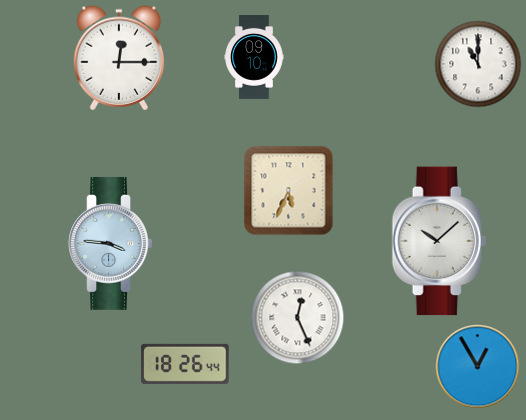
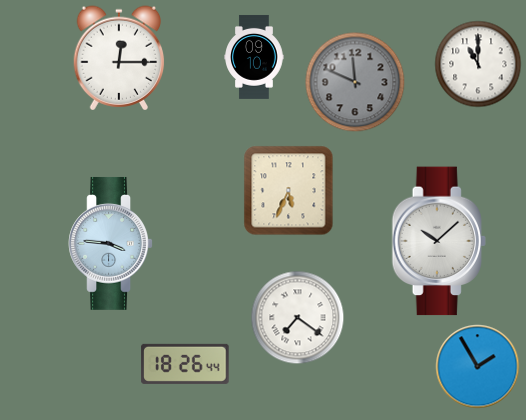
clock at (355, 82): none -> 11:49
clock at (298, 318): 12:26 -> 7:21
clock at (478, 367): 12:55 -> 1:55
